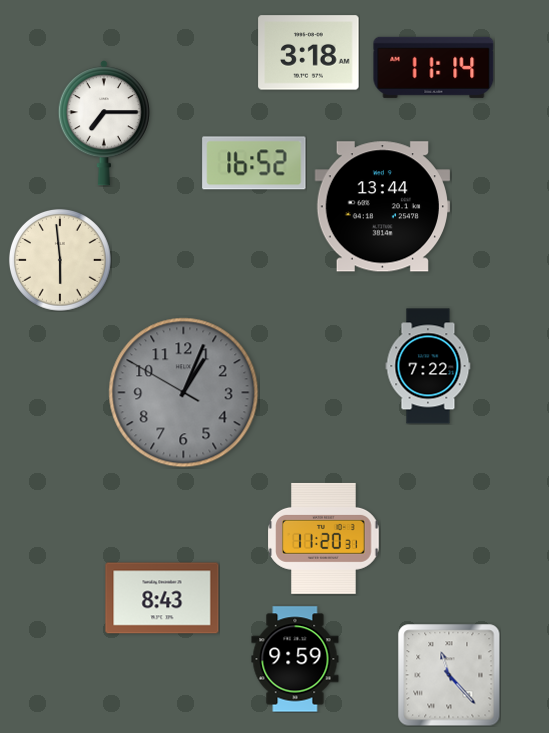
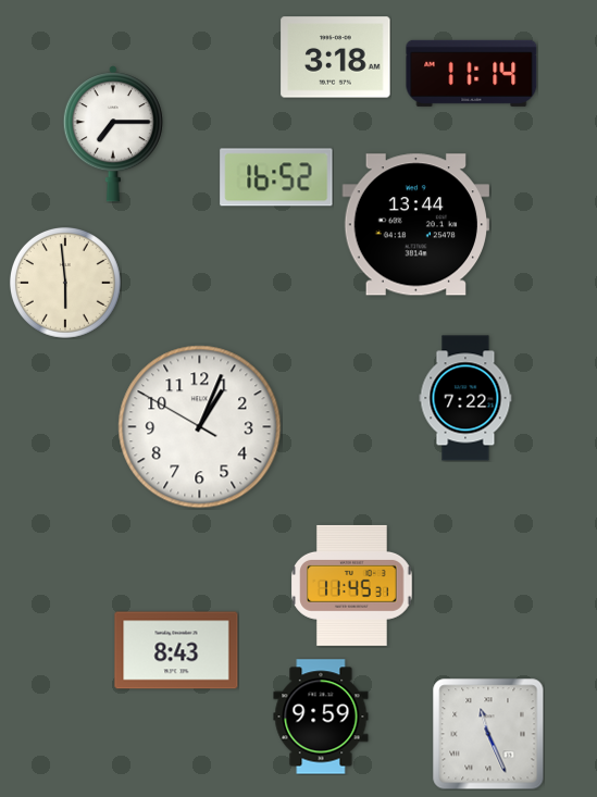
clock at (184, 393) dial: grey -> white
clock at (324, 538): 11:20 -> 11:45
clock at (449, 675): 11:23 -> 11:26
